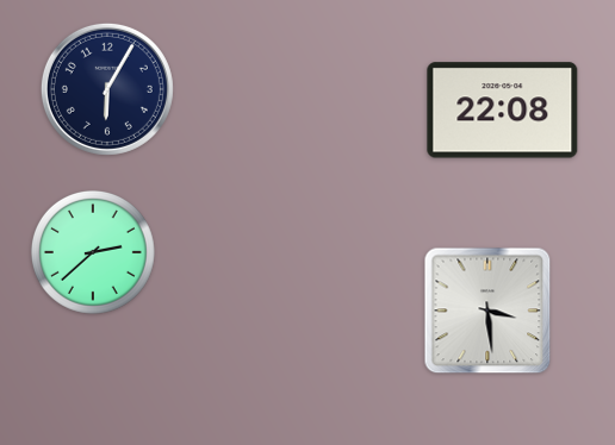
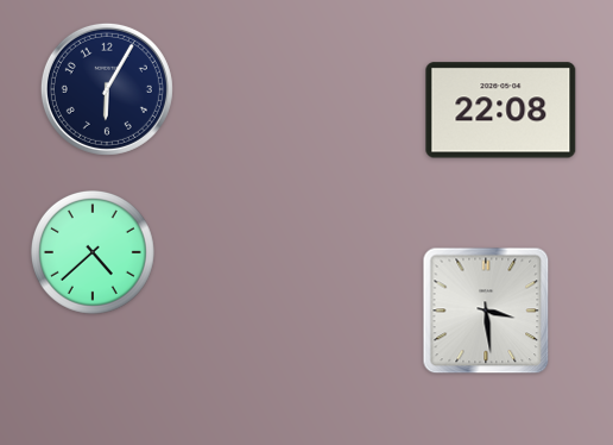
clock at (93, 252): 2:38 -> 4:38
